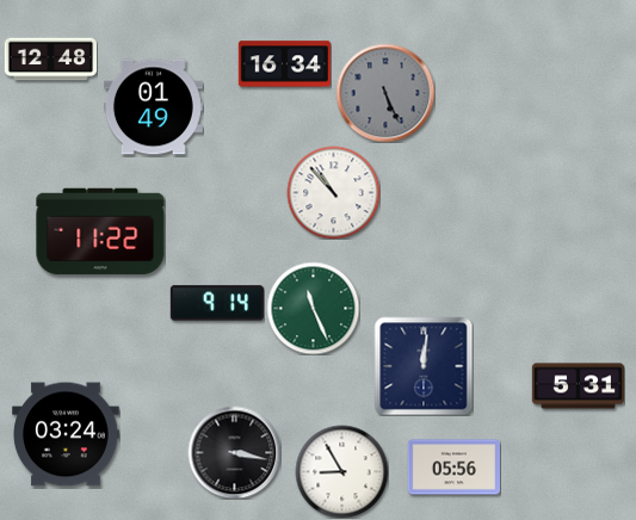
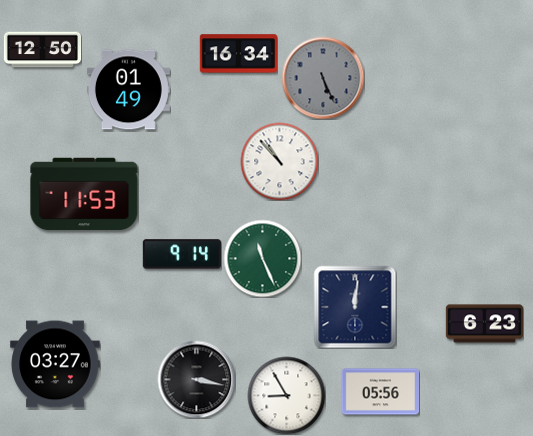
clock at (50, 60): 12:48 -> 12:50
clock at (100, 231): 11:22 -> 11:53
clock at (578, 386): 5:31 -> 6:23
clock at (66, 434): 03:24 -> 03:27
